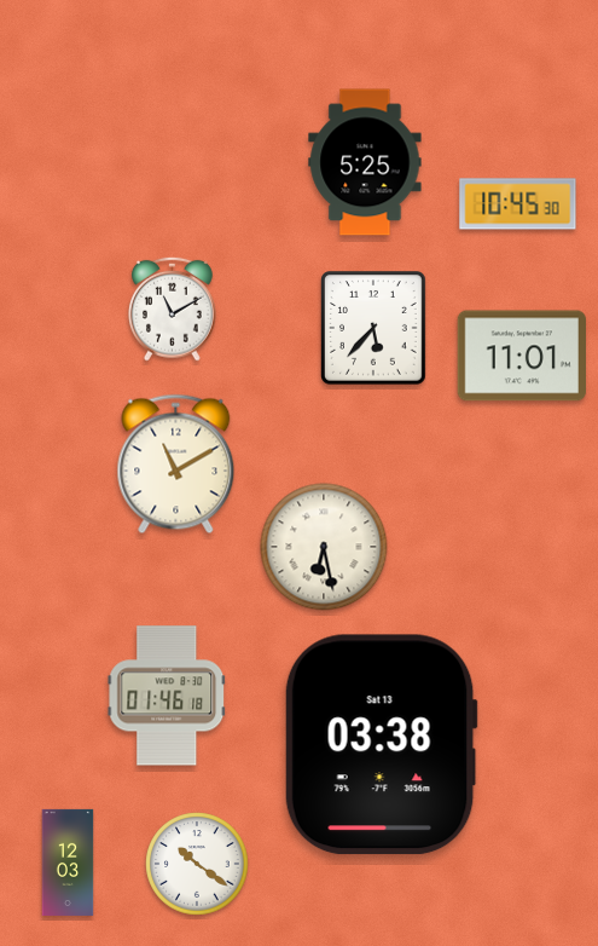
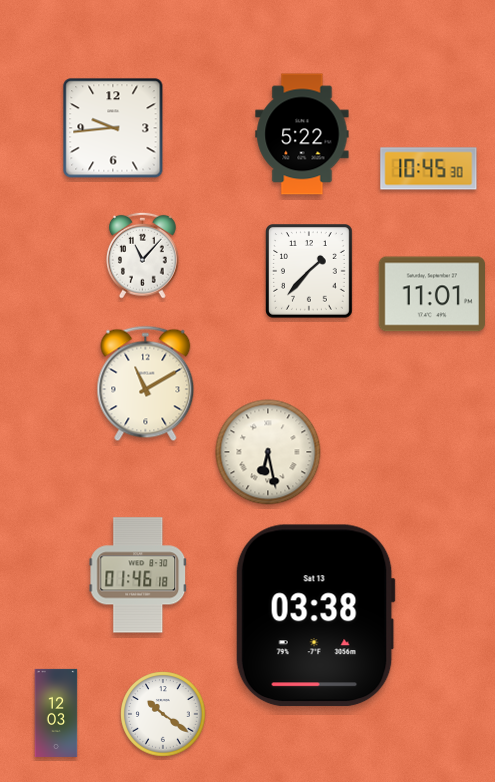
clock at (113, 128): none -> 9:44
clock at (365, 162): 5:25 -> 5:22
clock at (173, 308): 11:10 -> 11:07
clock at (375, 329): 5:37 -> 1:37
